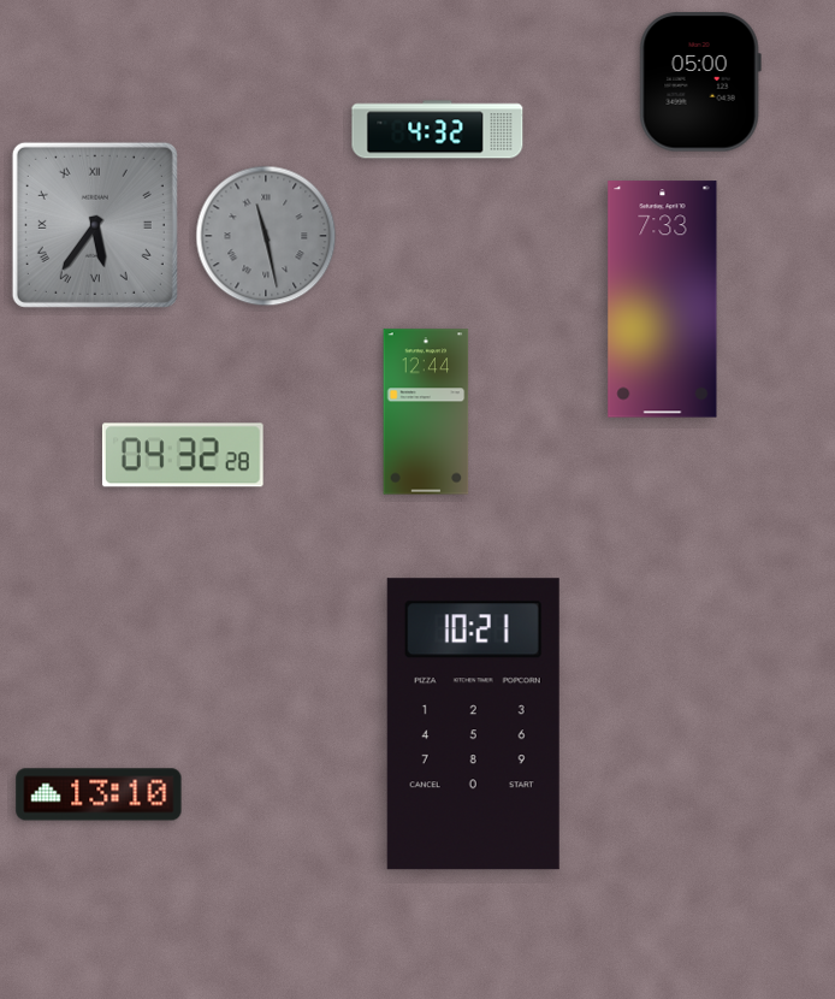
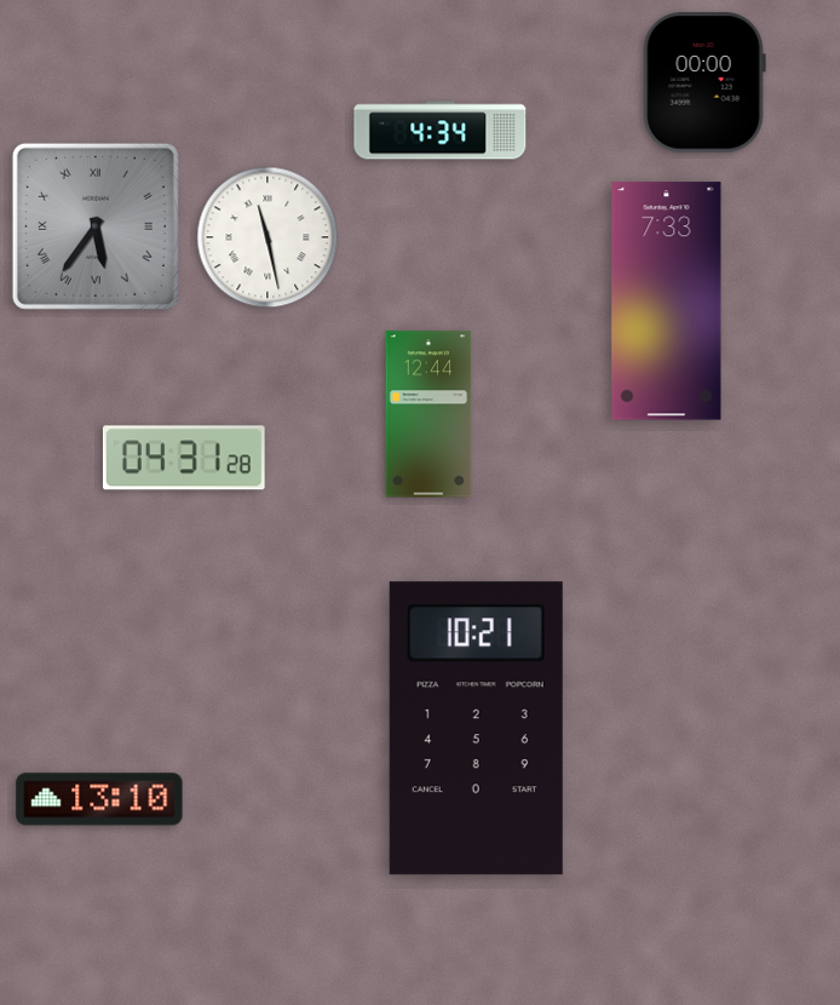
clock at (700, 82): 05:00 -> 00:00
clock at (438, 130): 4:32 -> 4:34
clock at (266, 236) dial: grey -> white
clock at (183, 455): 04:32 -> 04:31
